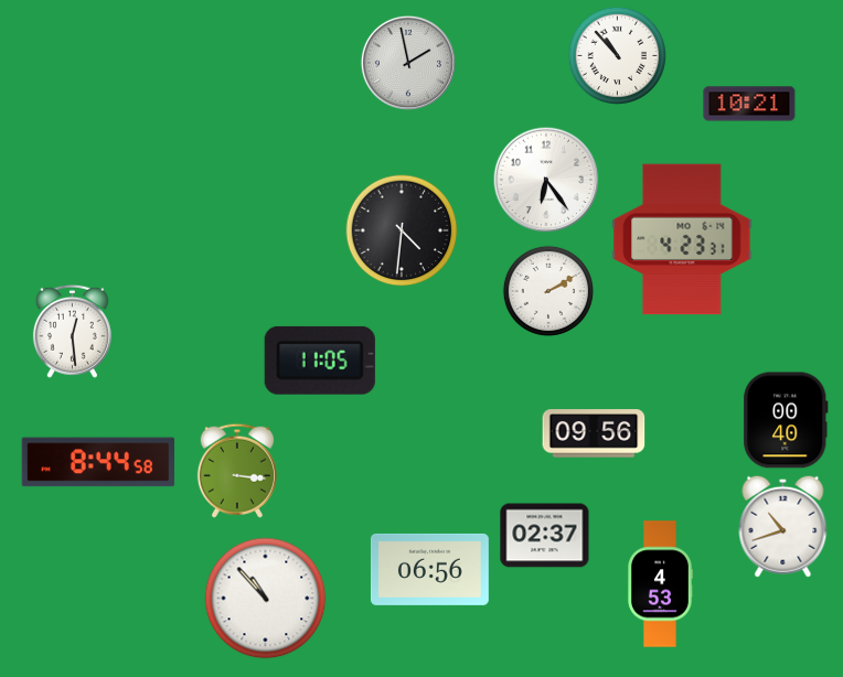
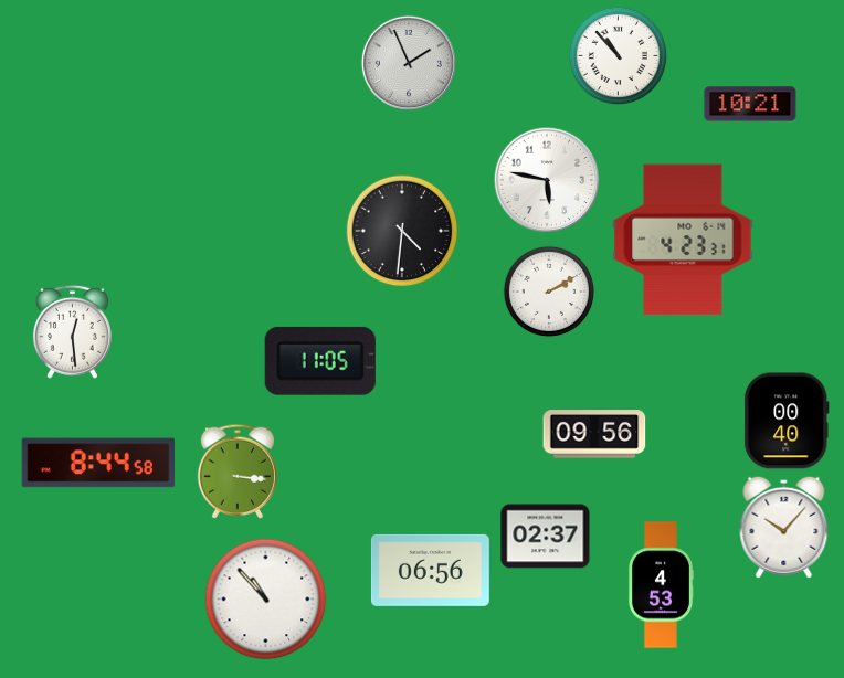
clock at (408, 63): 1:58 -> 1:56
clock at (546, 180): 6:24 -> 5:47
clock at (783, 526): 10:42 -> 10:07
